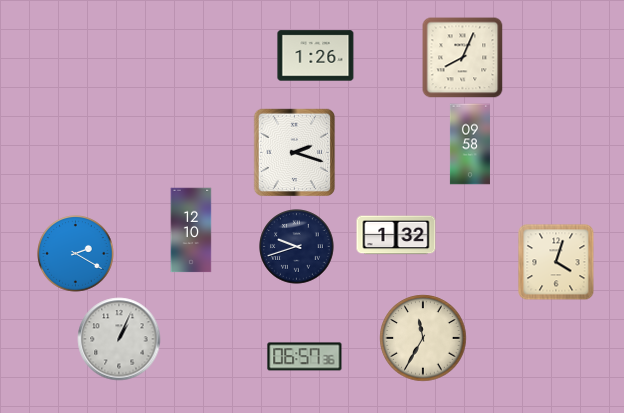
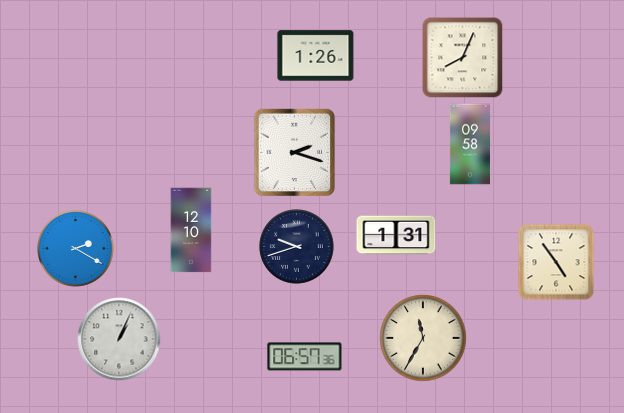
clock at (396, 235): 1:32 -> 1:31
clock at (76, 254) position: (76, 254) -> (76, 249)
clock at (556, 262): 4:03 -> 4:54
